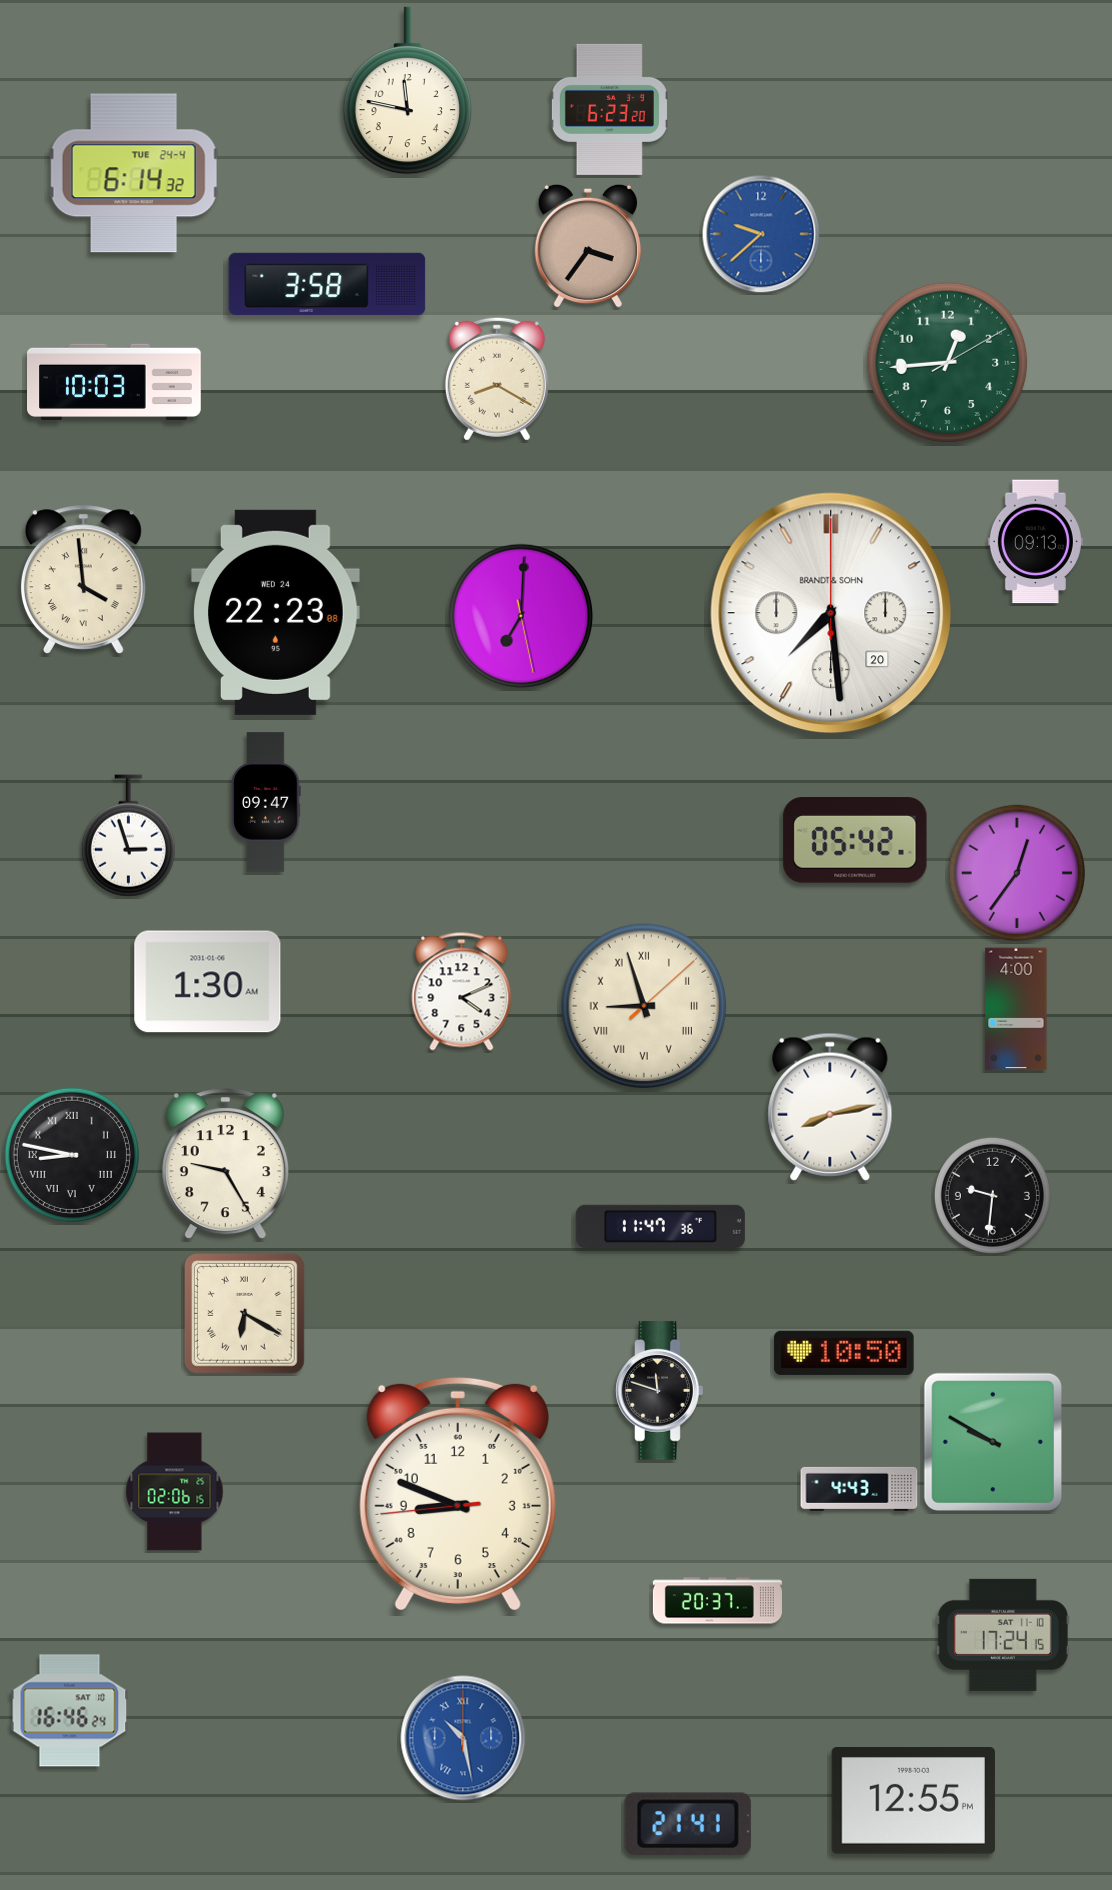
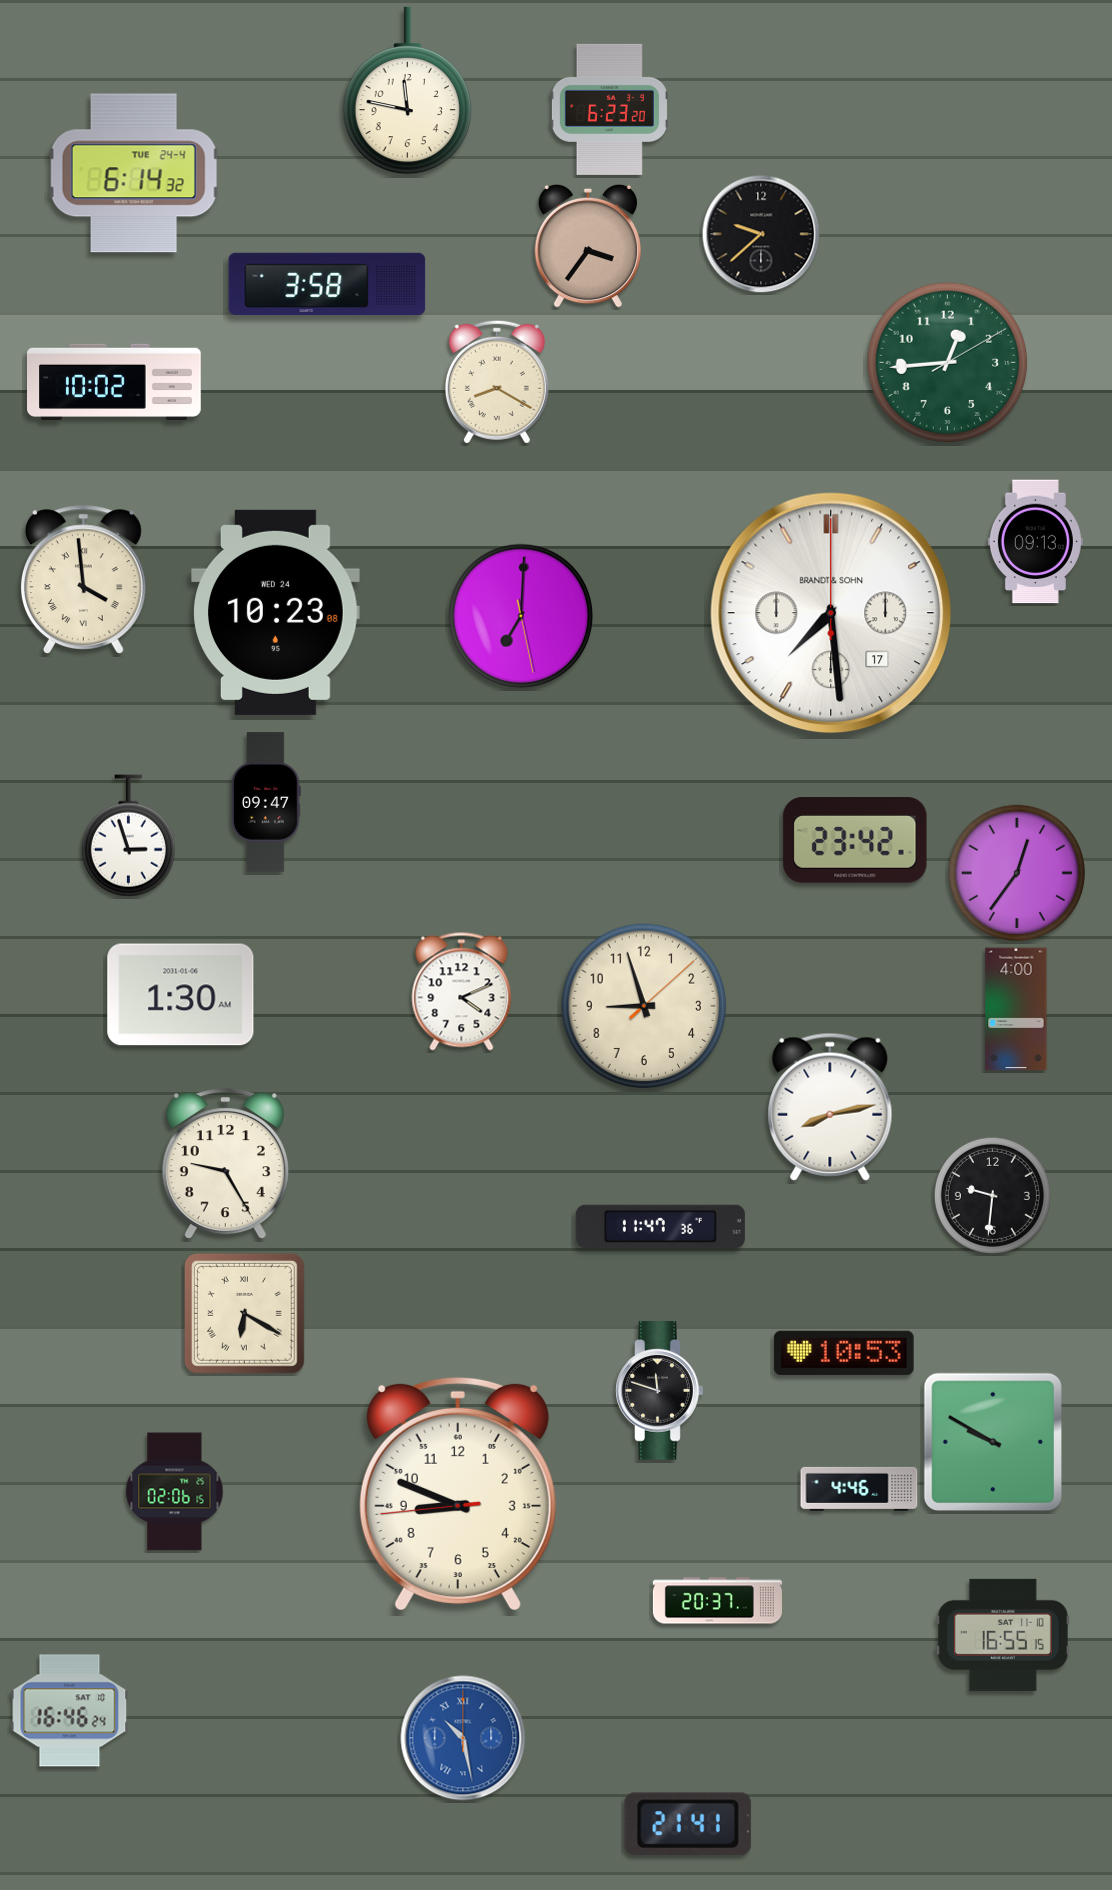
clock at (761, 234) dial: blue -> black
clock at (497, 379) position: (497, 379) -> (497, 382)
clock at (115, 382): 10:03 -> 10:02
clock at (276, 612): 22:23 -> 10:23
clock at (831, 613) date: 20 -> 17
clock at (855, 840): 05:42 -> 23:42
clock at (208, 982) position: (208, 982) -> (181, 995)
clock at (644, 1006) numerals: Roman -> Arabic
clock at (72, 1155): 8:47 -> none
clock at (844, 1353): 10:50 -> 10:53
clock at (859, 1489): 4:43 -> 4:46
clock at (1003, 1635): 17:24 -> 16:55
clock at (913, 1801): 12:55 -> none
